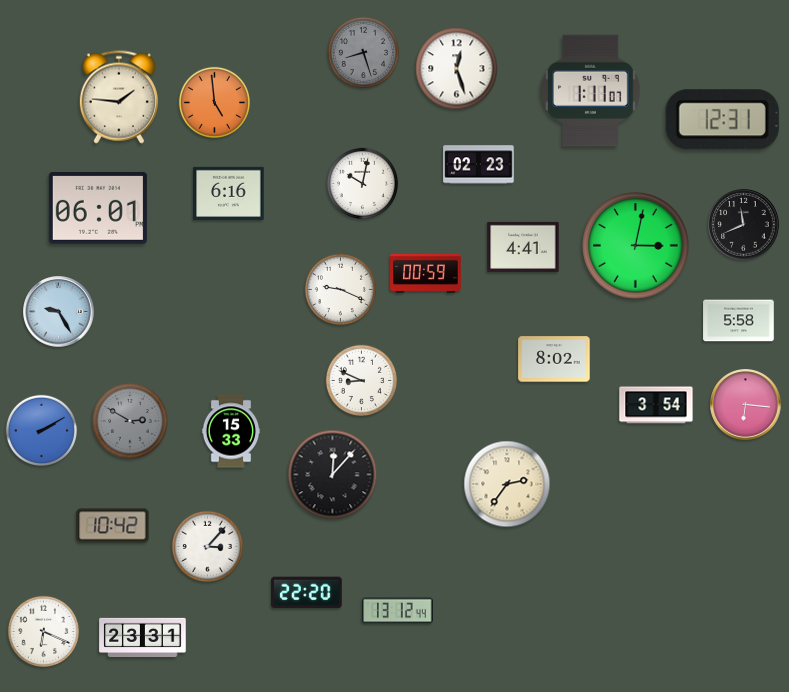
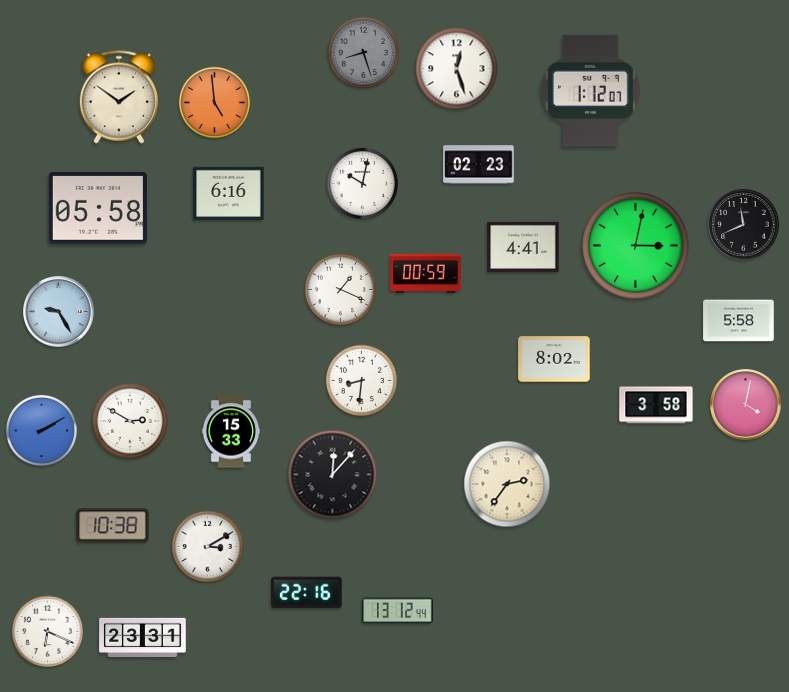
clock at (591, 91): 1:11 -> 1:12
clock at (119, 97): 1:46 -> 1:51
clock at (722, 120): 12:31 -> none
clock at (98, 208): 06:01 -> 05:58
clock at (340, 289): 9:19 -> 1:19
clock at (361, 380): 8:49 -> 8:31
clock at (656, 405): 3:54 -> 3:58
clock at (746, 405): 6:16 -> 4:02
clock at (130, 421) dial: grey -> white
clock at (113, 526): 10:42 -> 10:38
clock at (207, 546): 3:07 -> 3:10
clock at (307, 593): 22:20 -> 22:16
clock at (43, 631) position: (43, 631) -> (47, 631)
